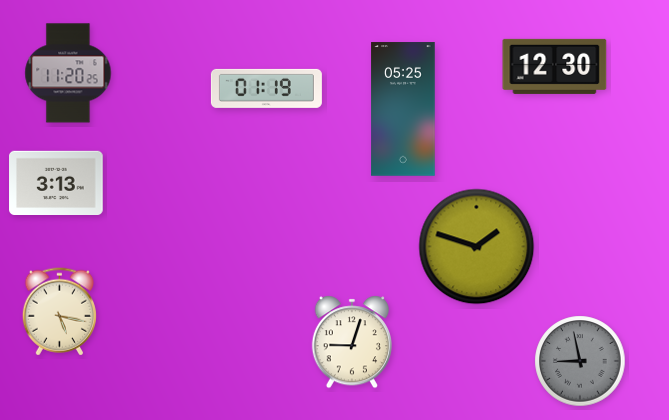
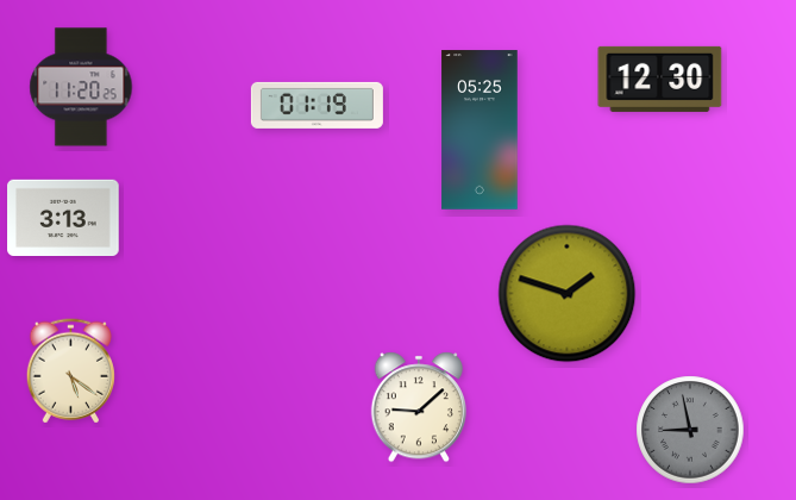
clock at (56, 182) position: (56, 182) -> (63, 217)
clock at (59, 312): 5:17 -> 5:21
clock at (351, 342): 9:03 -> 9:08
